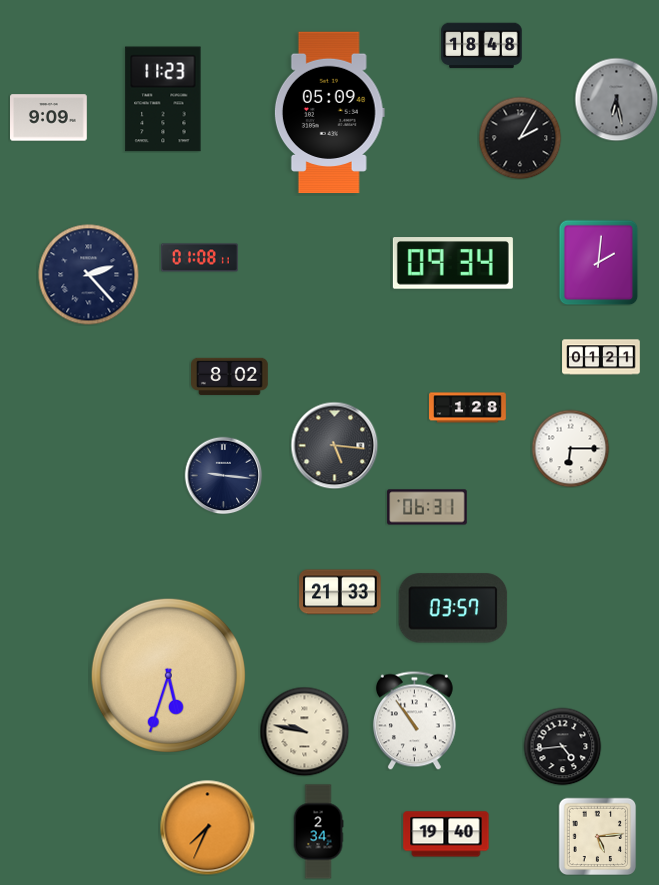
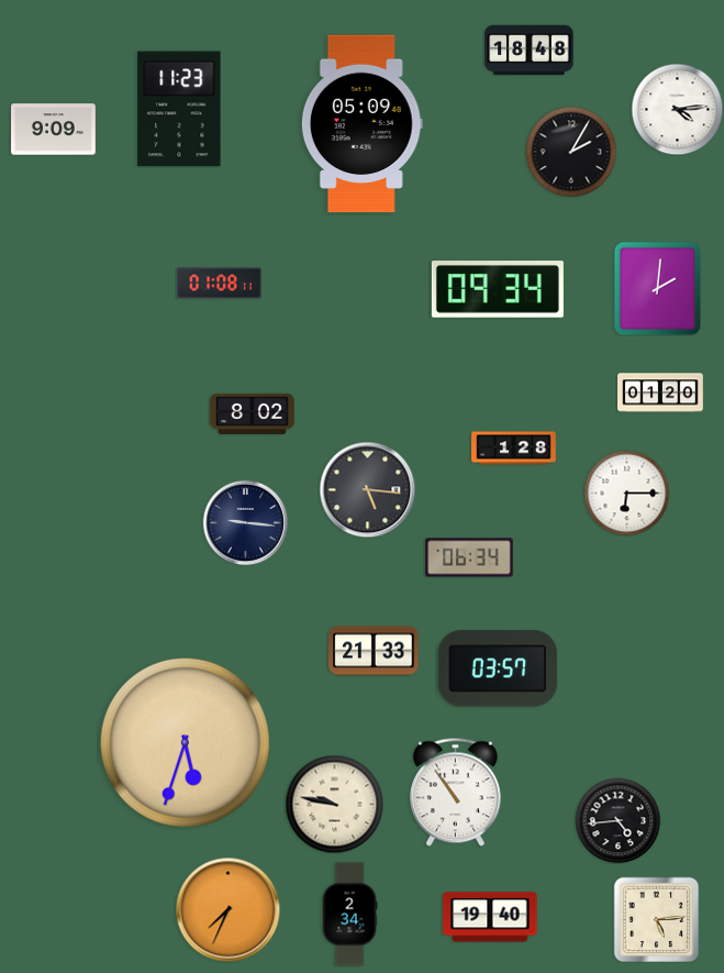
clock at (616, 99): 6:28 -> 4:14
clock at (616, 99) dial: grey -> white
clock at (89, 275): 2:23 -> none
clock at (601, 357): 01:21 -> 01:20
clock at (427, 507): 06:31 -> 06:34
